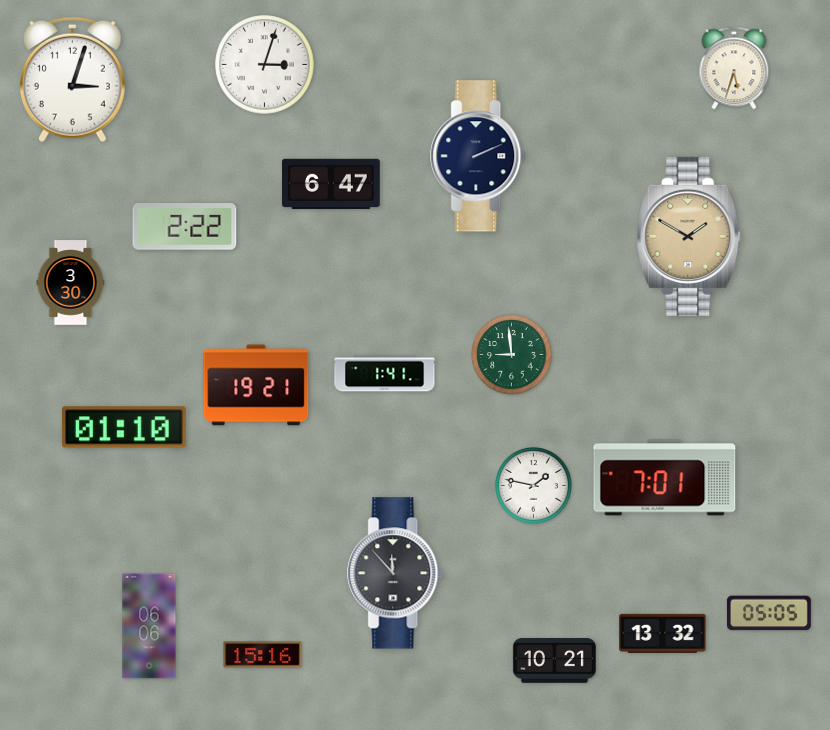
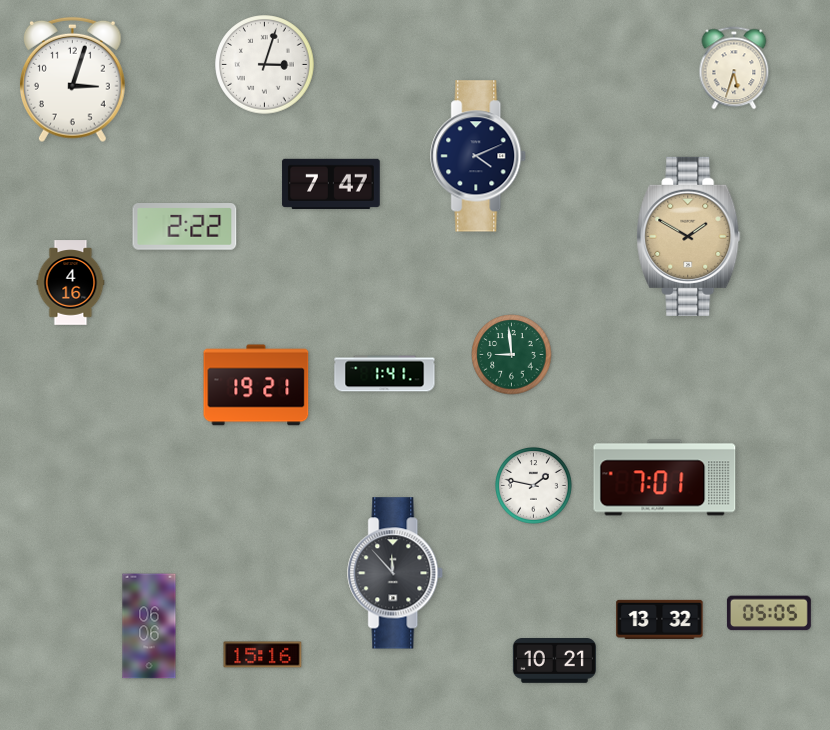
clock at (479, 156): 2:11 -> 4:11
clock at (331, 184): 6:47 -> 7:47
clock at (71, 283): 3:30 -> 4:16
clock at (125, 427): 01:10 -> none
clock at (663, 633) position: (663, 633) -> (660, 619)
